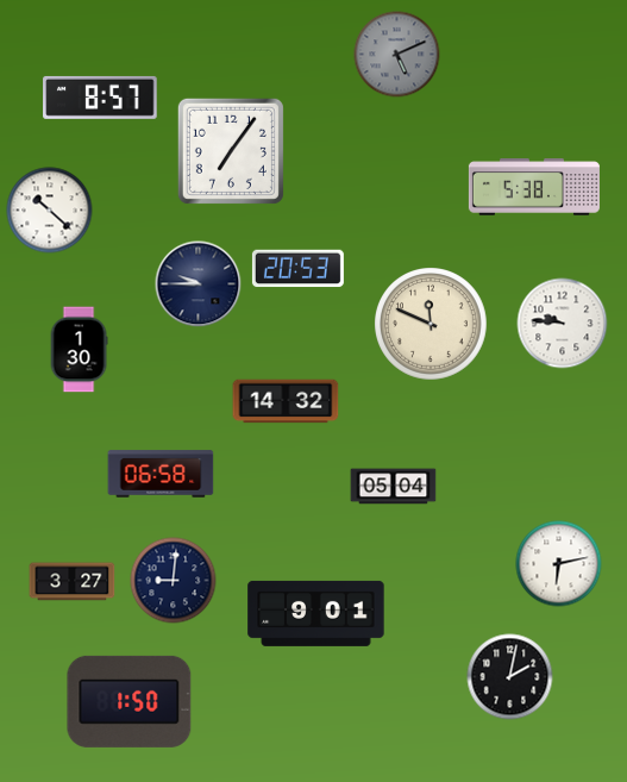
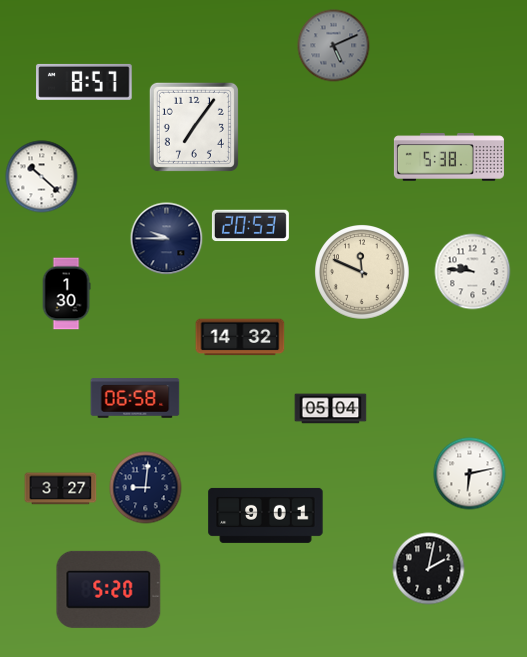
clock at (130, 701): 1:50 -> 5:20
